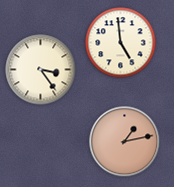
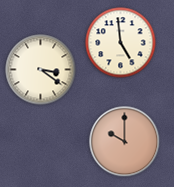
clock at (41, 70): 3:24 -> 3:21
clock at (125, 142): 1:13 -> 10:00
